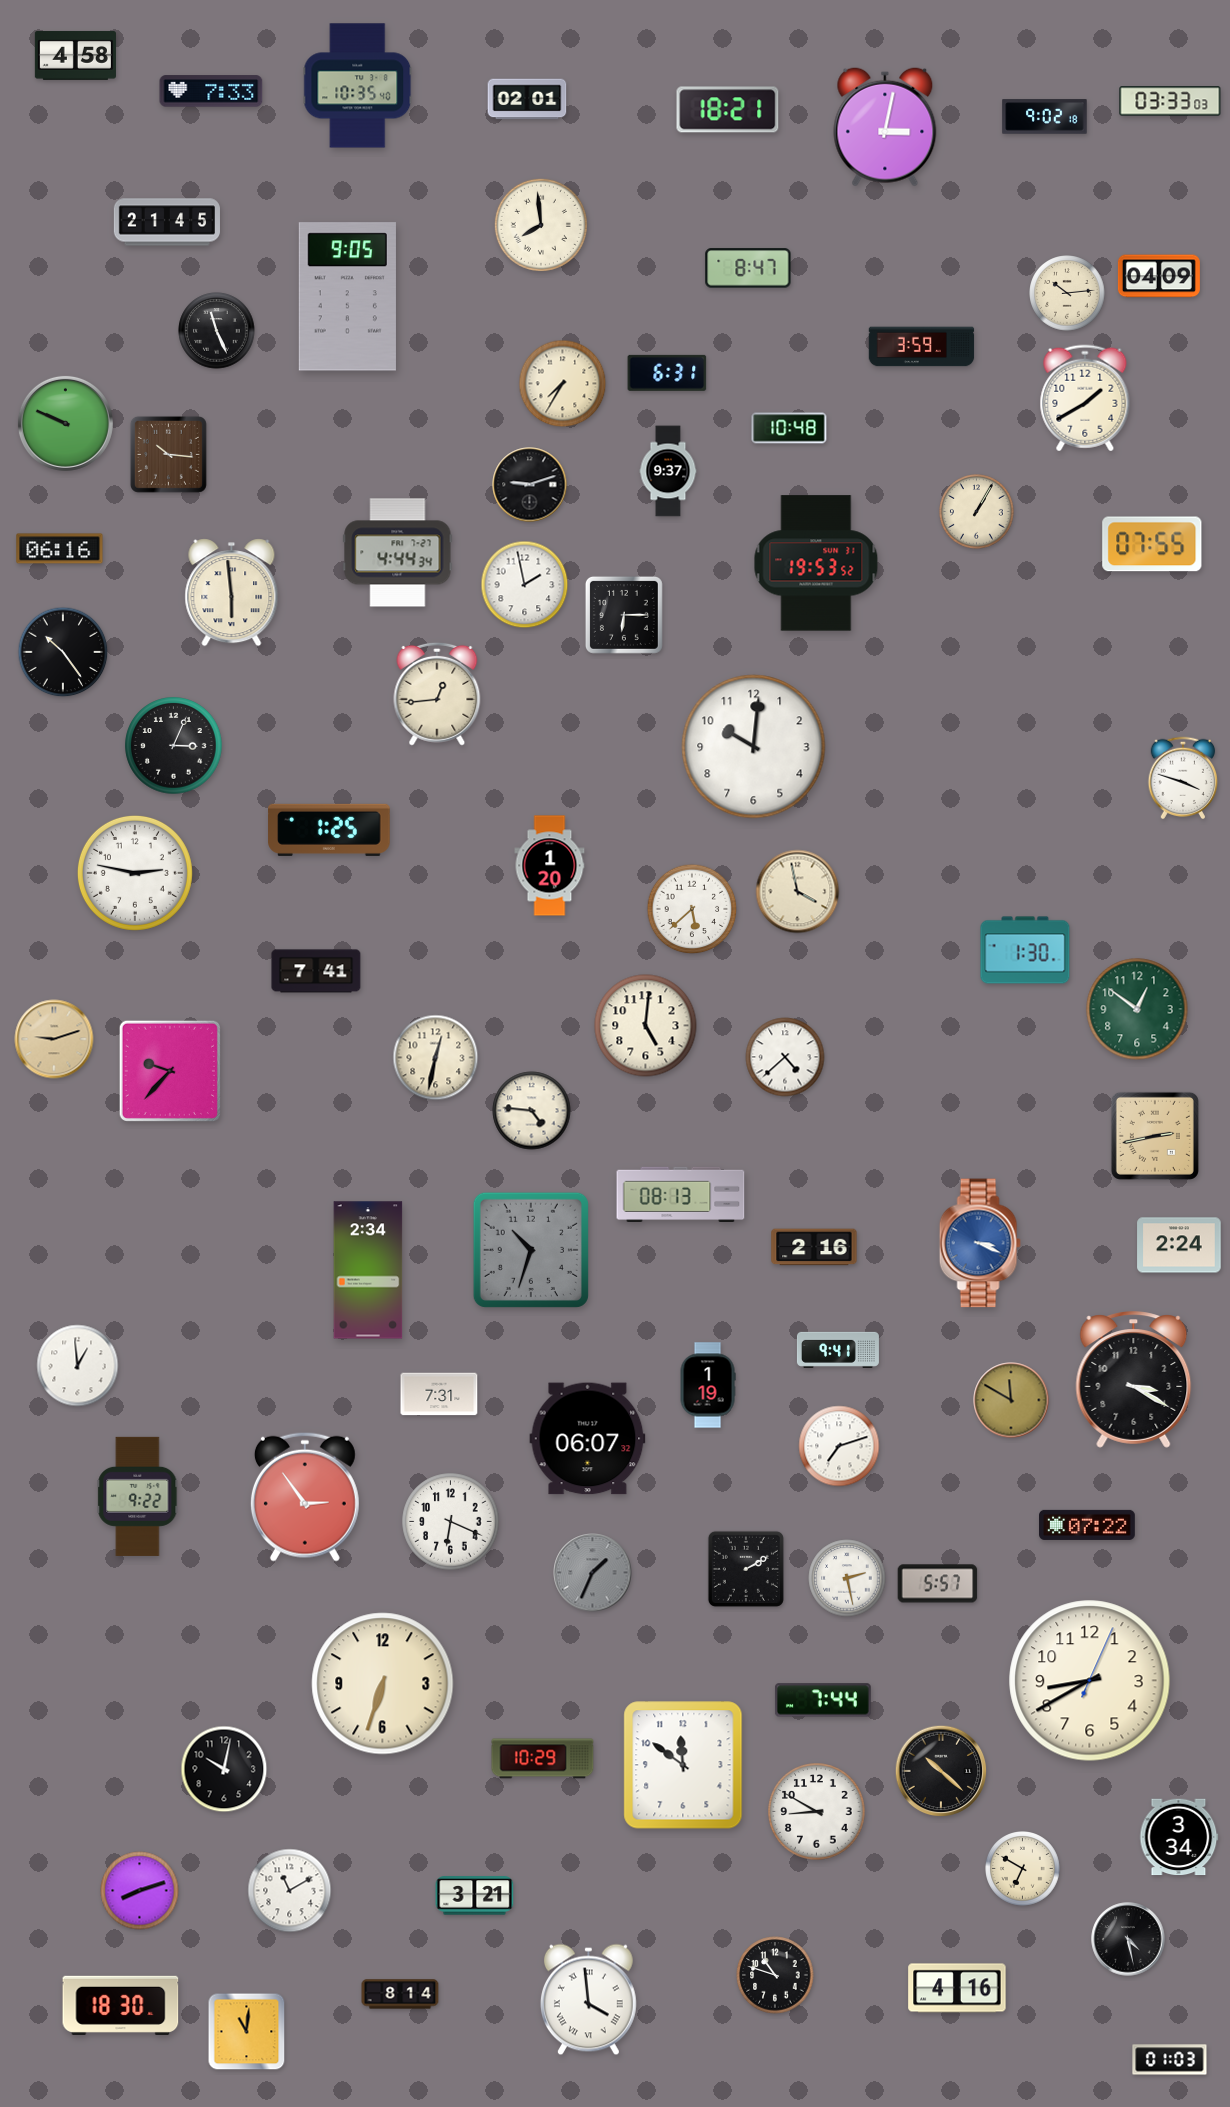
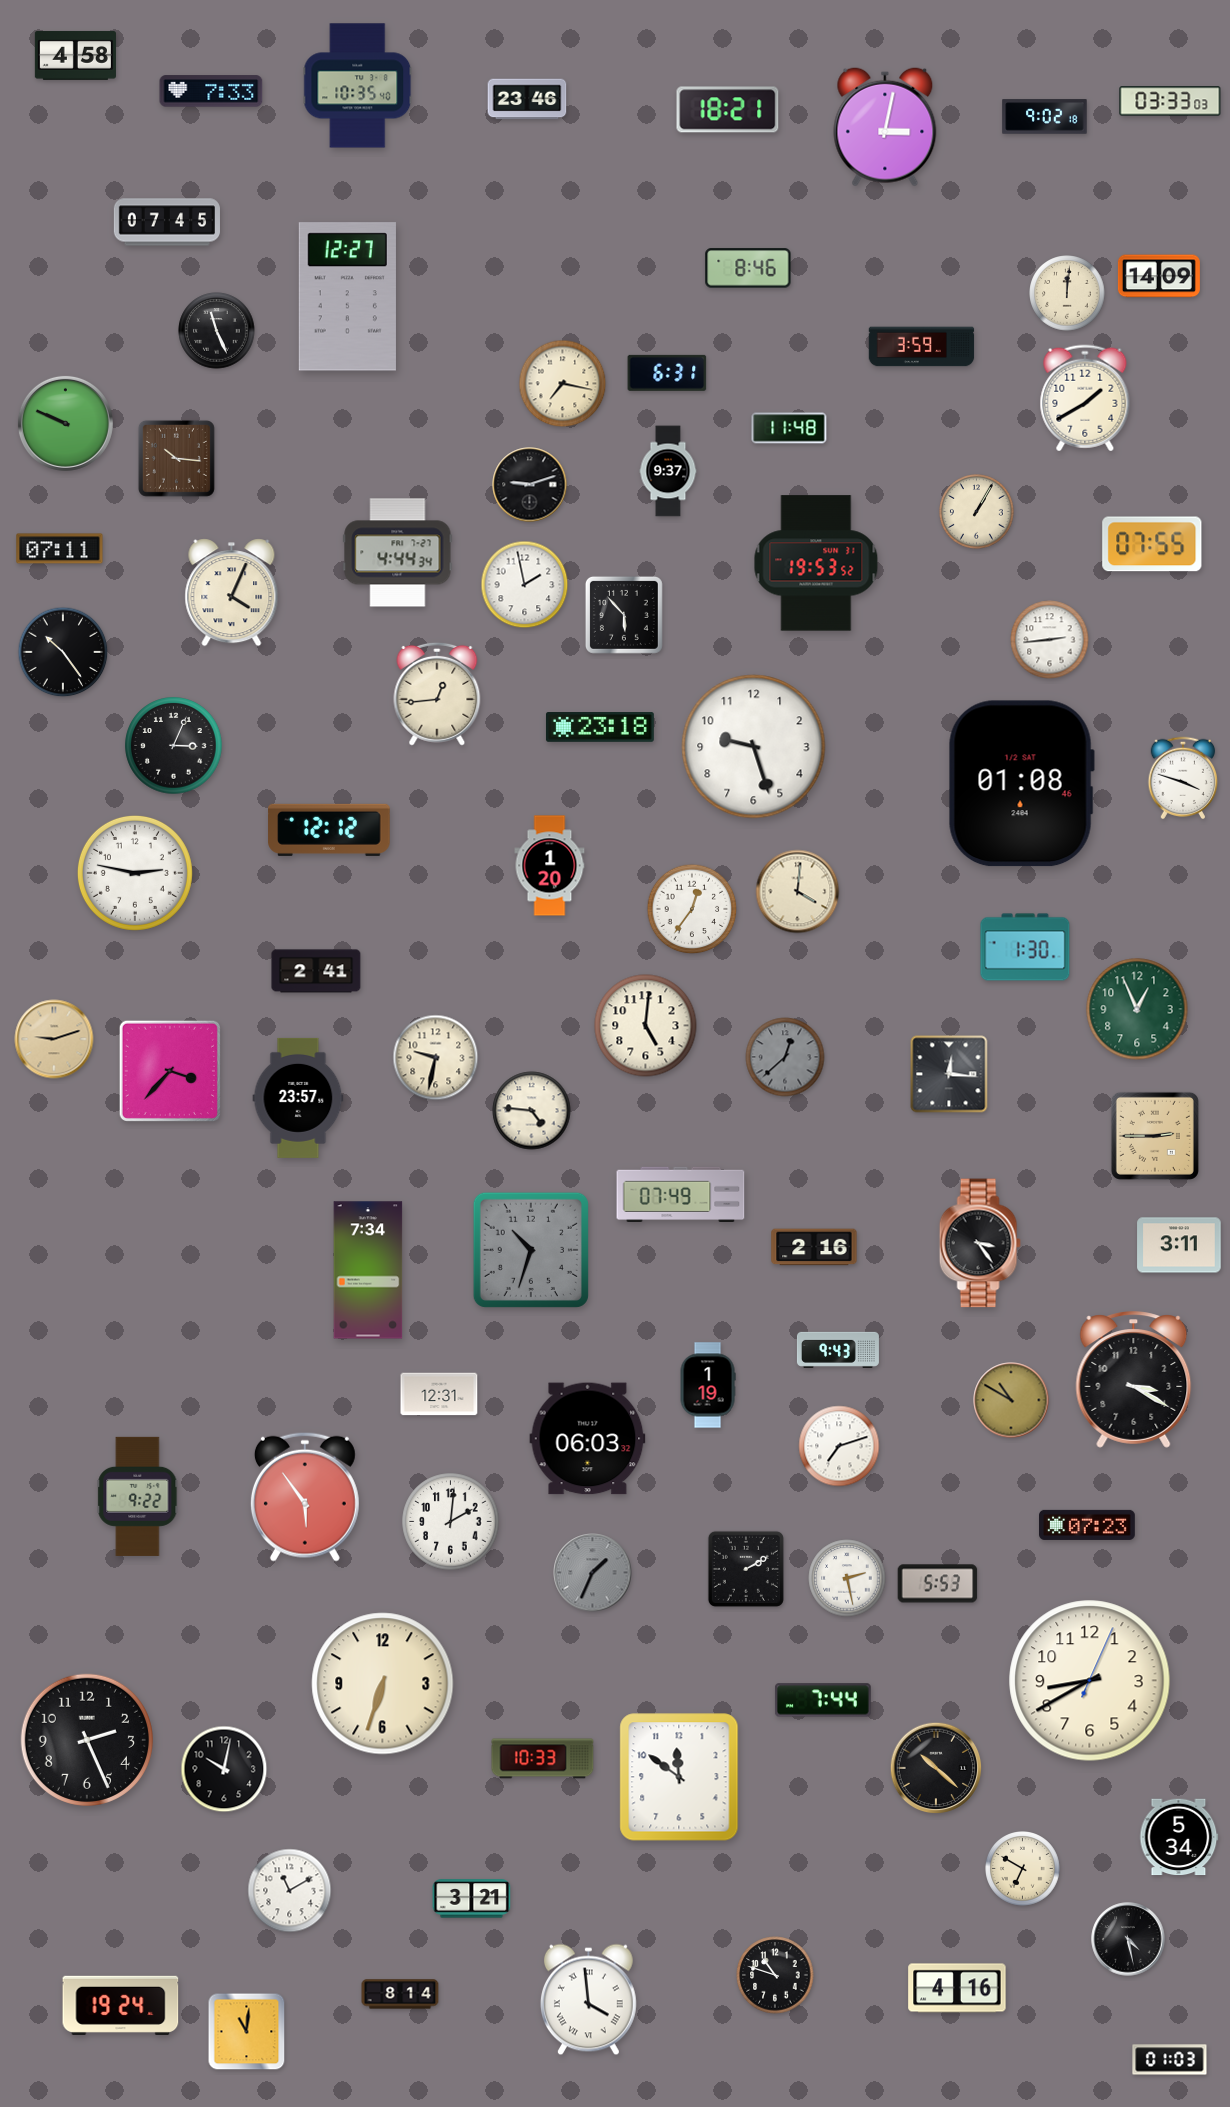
clock at (527, 99): 02:01 -> 23:46
clock at (166, 222): 21:45 -> 07:45
clock at (541, 225): 7:59 -> none
clock at (748, 268): 8:47 -> 8:46
clock at (1159, 276): 04:09 -> 14:09
clock at (1067, 293): 10:14 -> 12:01
clock at (347, 297): 9:05 -> 12:27
clock at (563, 384): 7:35 -> 7:17
clock at (789, 428): 10:48 -> 11:48
clock at (168, 454) position: (168, 454) -> (176, 458)
clock at (60, 549): 06:16 -> 07:11
clock at (232, 593): 5:59 -> 4:04
clock at (624, 615): 6:15 -> 5:53
clock at (1050, 640): none -> 2:44
clock at (600, 728): none -> 23:18
clock at (754, 747): 10:01 -> 9:27
clock at (1021, 784): none -> 01:08
clock at (329, 830): 1:25 -> 12:12
clock at (798, 892): 3:58 -> 4:01
clock at (692, 909): 5:38 -> 12:36
clock at (1025, 950) position: (1025, 950) -> (1025, 947)
clock at (316, 971): 7:41 -> 2:41
clock at (1137, 1009): 12:51 -> 12:56
clock at (785, 1057): 4:38 -> 12:38
clock at (785, 1057) dial: white -> grey
clock at (436, 1058): 12:32 -> 9:32
clock at (170, 1071): 9:37 -> 3:37
clock at (949, 1074): none -> 12:16
clock at (298, 1098): none -> 23:57
clock at (1155, 1136): 2:43 -> 2:45
clock at (681, 1194): 08:13 -> 07:49
clock at (980, 1243): 3:19 -> 3:24
clock at (980, 1243) dial: blue -> black
clock at (1179, 1245): 2:24 -> 3:11
clock at (368, 1270): 2:34 -> 7:34
clock at (838, 1350): 9:41 -> 9:43
clock at (78, 1366): 12:59 -> none
clock at (439, 1394): 7:31 -> 12:31
clock at (1011, 1400): 11:50 -> 10:50
clock at (588, 1439): 06:07 -> 06:03
clock at (305, 1497): 2:54 -> 5:54
clock at (451, 1522): 6:19 -> 2:01
clock at (1087, 1525): 07:22 -> 07:23
clock at (938, 1584): 5:57 -> 5:53
clock at (87, 1740): none -> 2:26
clock at (543, 1759): 10:29 -> 10:33
clock at (683, 1765) position: (683, 1765) -> (679, 1777)
clock at (941, 1771) position: (941, 1771) -> (936, 1768)
clock at (817, 1812): 8:50 -> none
clock at (1179, 1837): 3:34 -> 5:34
clock at (140, 1891): 8:12 -> none
clock at (475, 1896) position: (475, 1896) -> (472, 1899)
clock at (121, 2005): 18:30 -> 19:24
